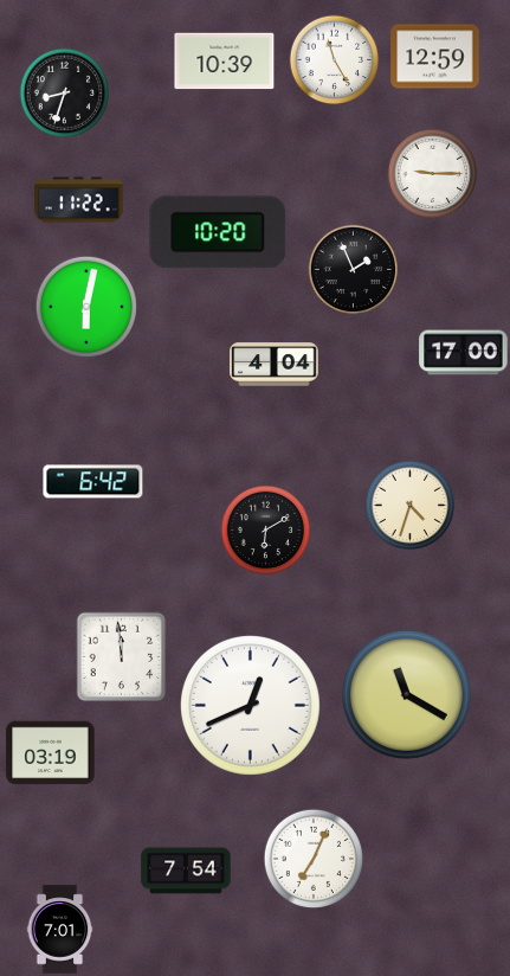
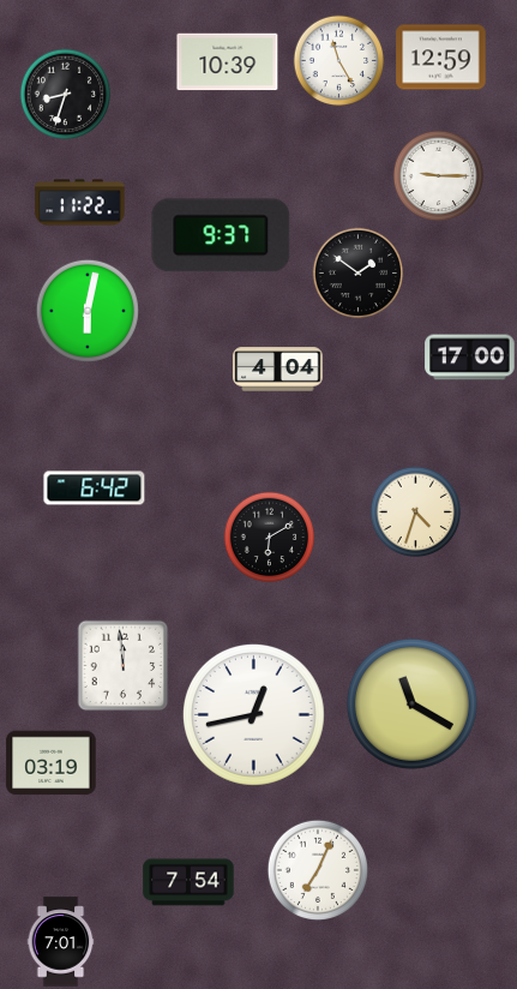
clock at (218, 232): 10:20 -> 9:37
clock at (354, 270): 1:56 -> 1:51
clock at (250, 705): 12:41 -> 12:43
